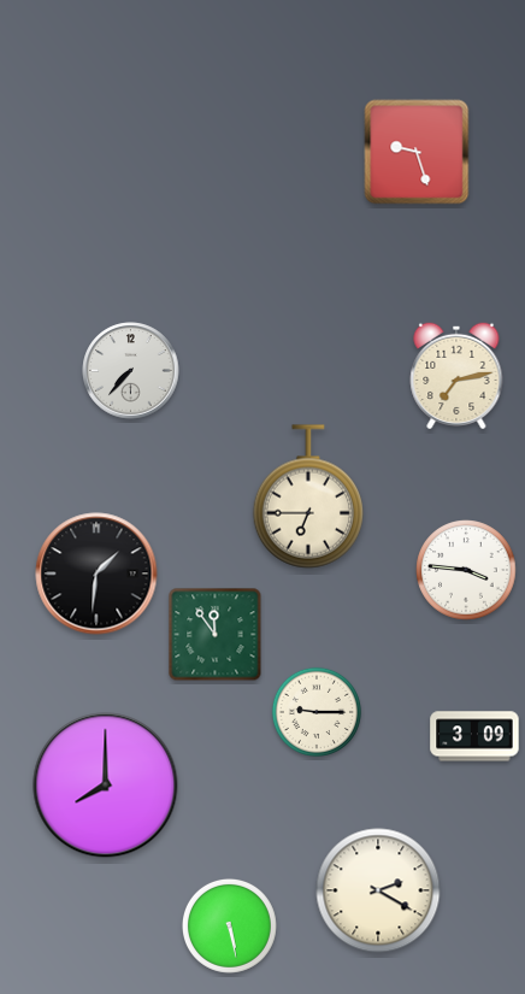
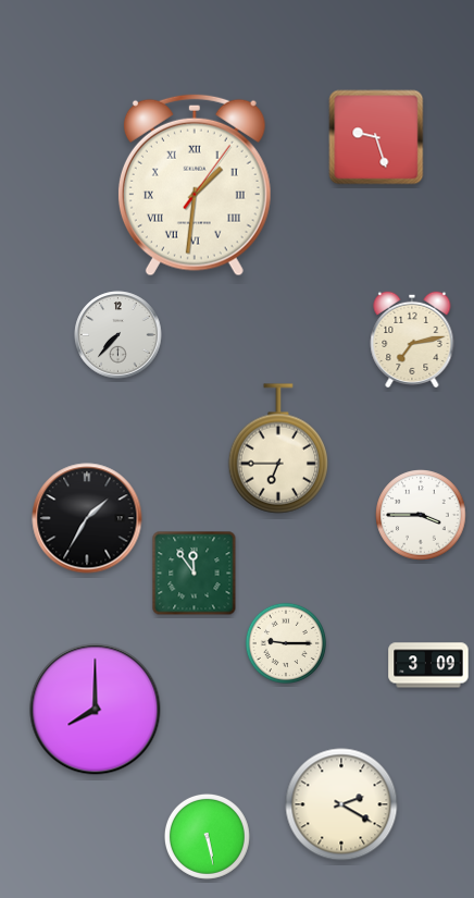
clock at (195, 185): none -> 1:31
clock at (466, 570): 3:46 -> 3:45
clock at (96, 574): 1:31 -> 1:35
